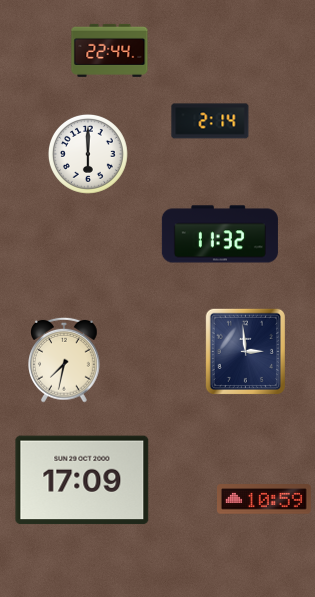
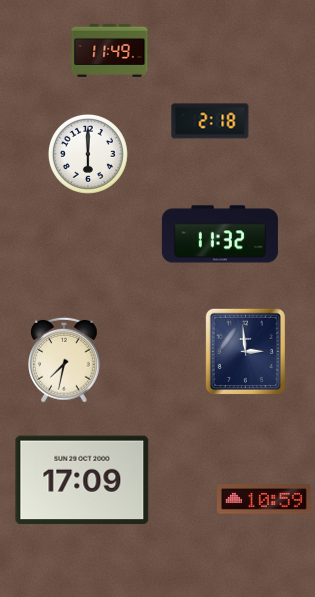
clock at (110, 50): 22:44 -> 11:49
clock at (210, 121): 2:14 -> 2:18
